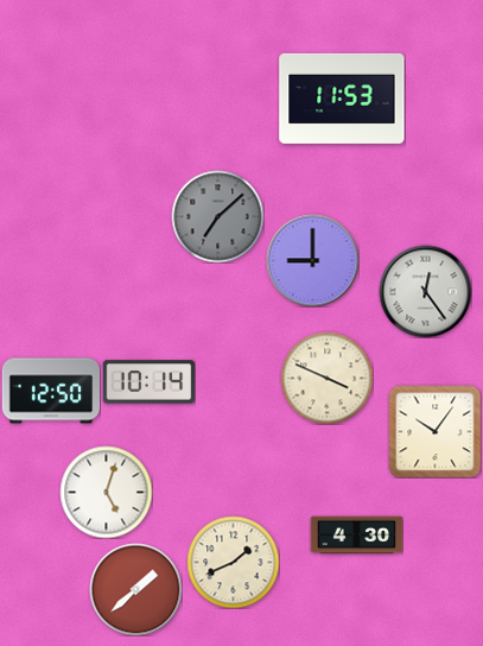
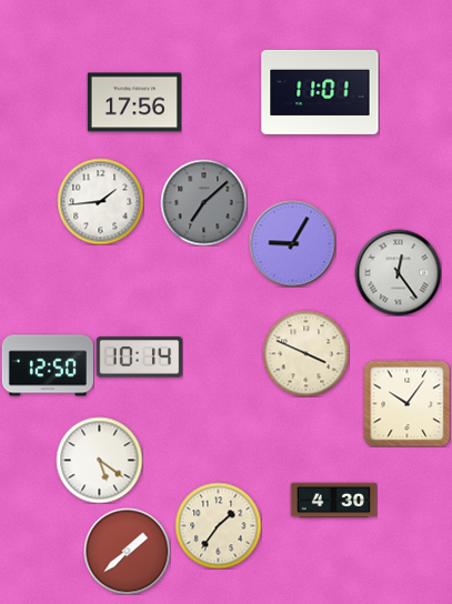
clock at (342, 99): 11:53 -> 11:01
clock at (134, 102): none -> 17:56
clock at (100, 201): none -> 1:44
clock at (312, 260): 9:00 -> 9:05
clock at (106, 492): 5:03 -> 5:21
clock at (233, 562): 1:41 -> 1:36
